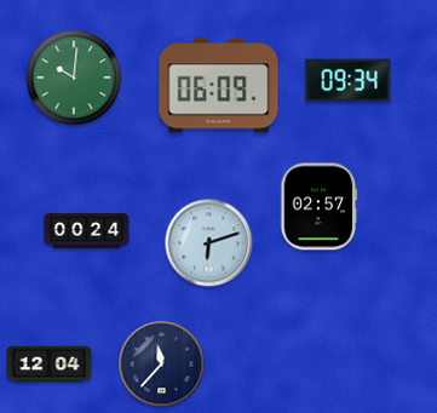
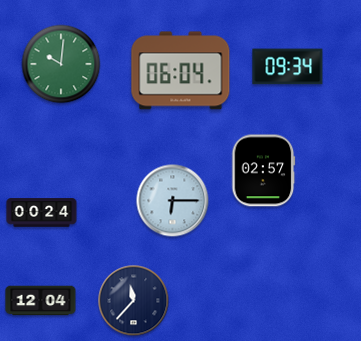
clock at (219, 86): 06:09 -> 06:04
clock at (87, 231) position: (87, 231) -> (42, 213)
clock at (209, 243): 6:12 -> 6:15
